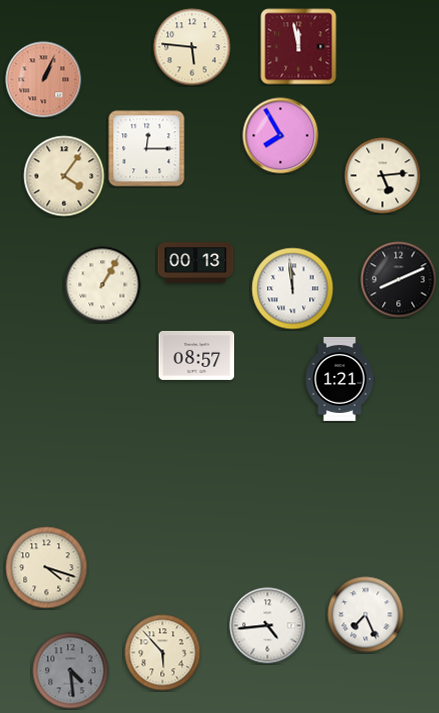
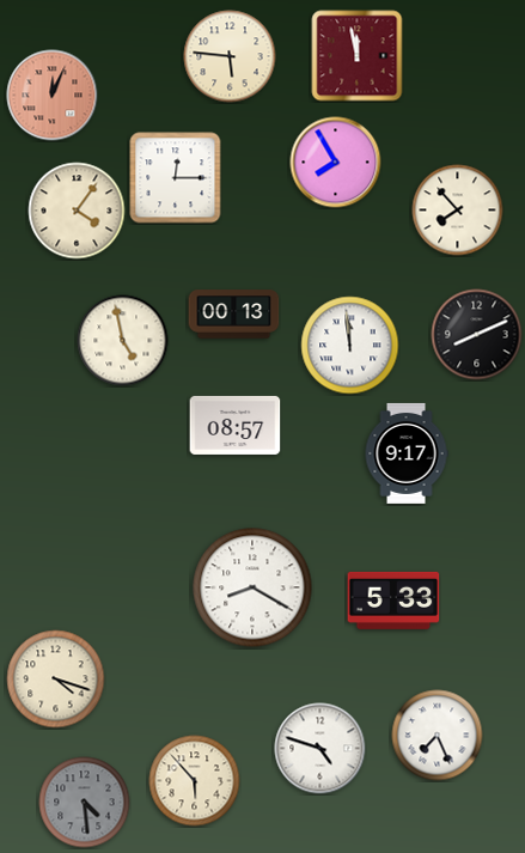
clock at (44, 80): 1:04 -> 12:04
clock at (383, 176): 5:14 -> 7:53
clock at (103, 285): 1:05 -> 4:58
clock at (340, 379): 1:21 -> 9:17
clock at (252, 587): none -> 8:20
clock at (393, 601): none -> 5:33
clock at (268, 626): 4:44 -> 4:48
